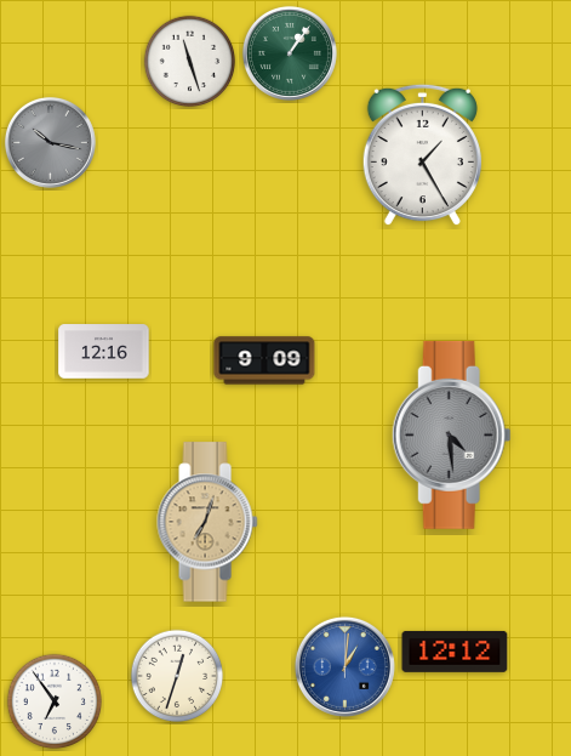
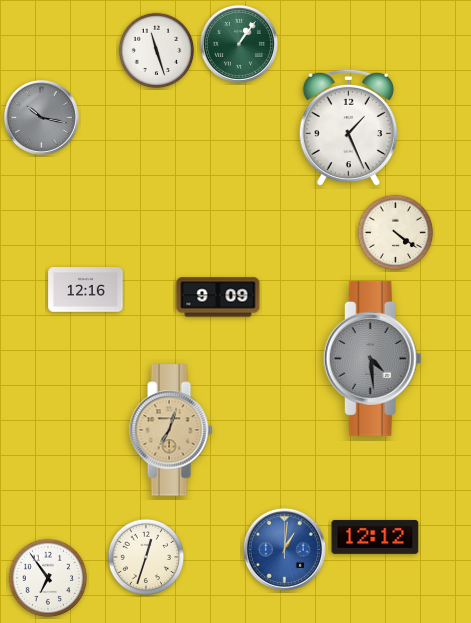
clock at (422, 155): 1:25 -> 1:26
clock at (396, 233): none -> 4:21
clock at (55, 701) position: (55, 701) -> (48, 578)
